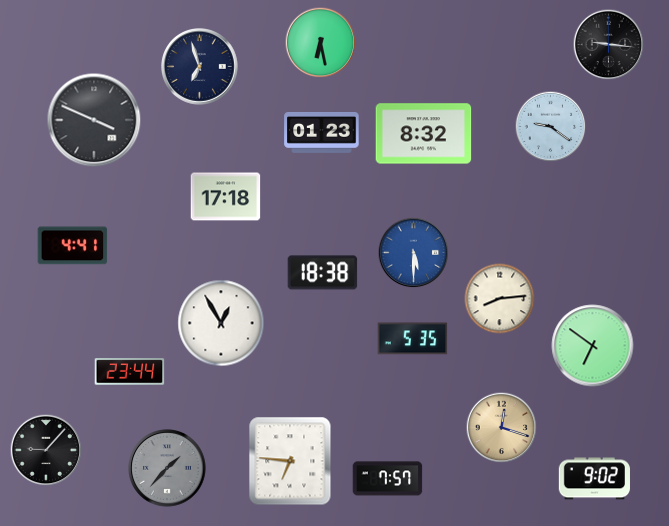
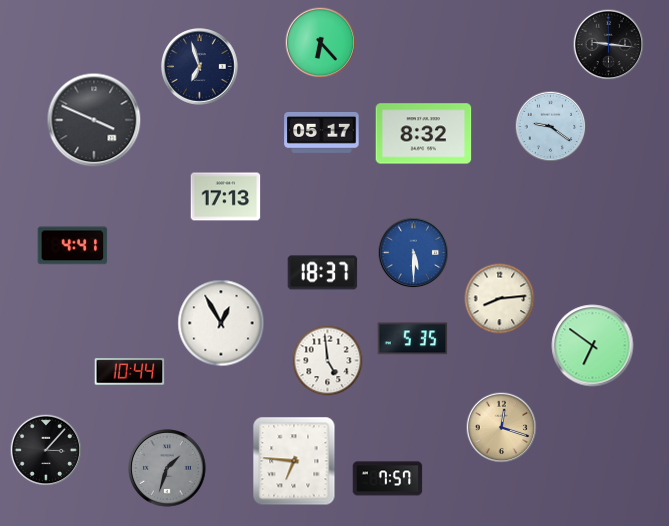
clock at (321, 43): 6:28 -> 6:23
clock at (322, 133): 01:23 -> 05:17
clock at (226, 197): 17:18 -> 17:13
clock at (323, 273): 18:38 -> 18:37
clock at (328, 361): none -> 4:59
clock at (130, 372): 23:44 -> 10:44
clock at (46, 450): 9:07 -> 3:07
clock at (290, 461) position: (290, 461) -> (294, 461)
clock at (167, 468): 1:37 -> 1:33
clock at (594, 479): 9:02 -> none
